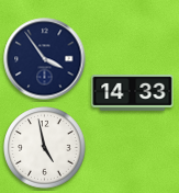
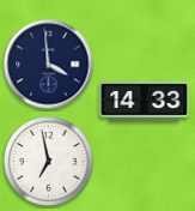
clock at (45, 59): 3:54 -> 3:59
clock at (45, 148): 4:58 -> 6:58
